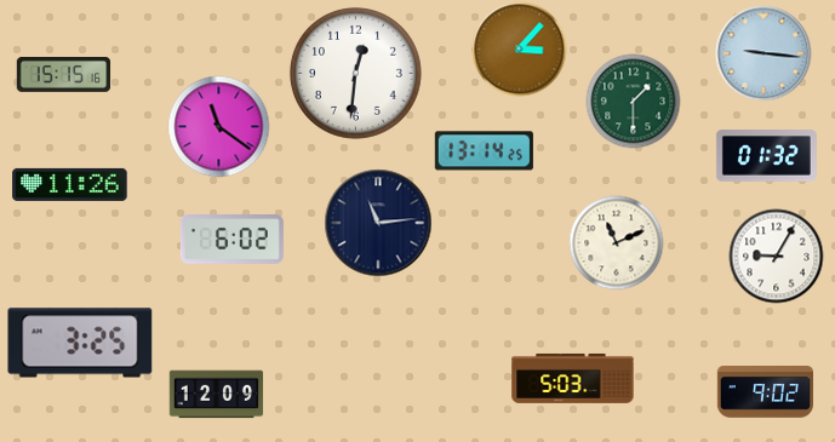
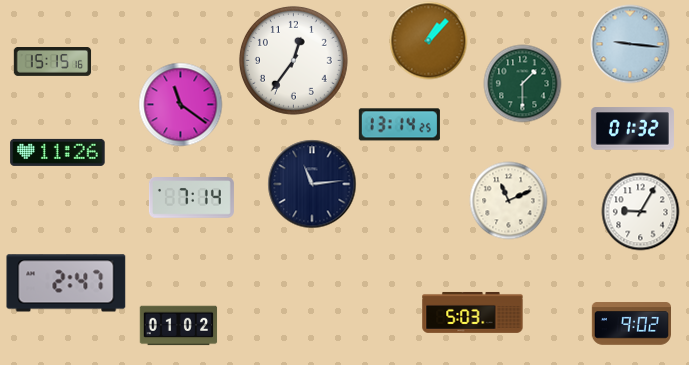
clock at (519, 48): 3:07 -> 1:07
clock at (355, 73): 12:31 -> 12:36
clock at (231, 240): 6:02 -> 7:14
clock at (80, 343): 3:25 -> 2:47
clock at (216, 395): 12:09 -> 01:02
